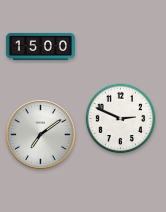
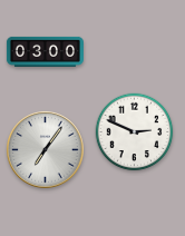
clock at (40, 46): 15:00 -> 03:00
clock at (41, 135): 7:09 -> 7:06
